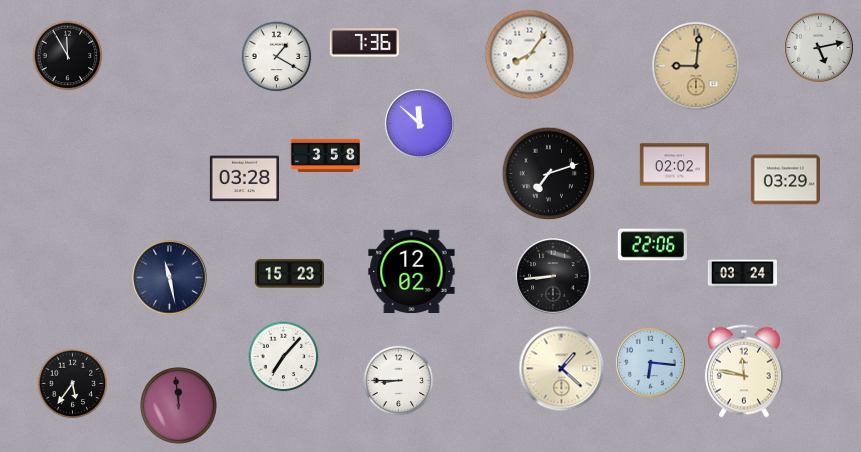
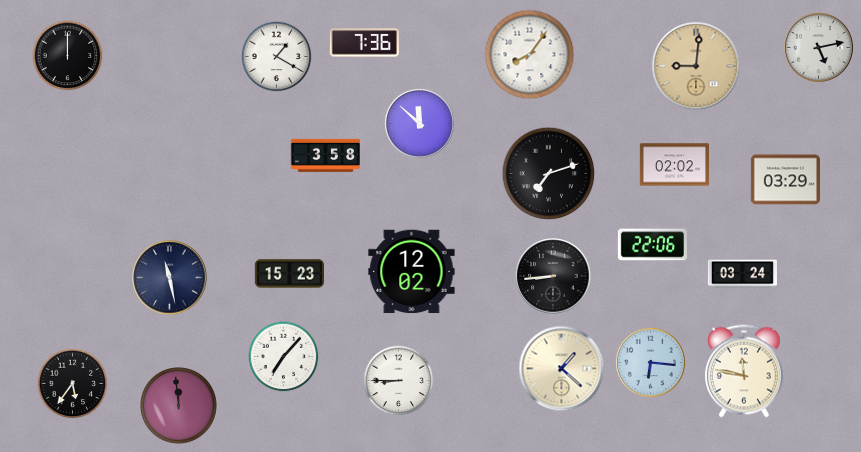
clock at (68, 56): 11:55 -> 12:00
clock at (244, 179): 03:28 -> none
